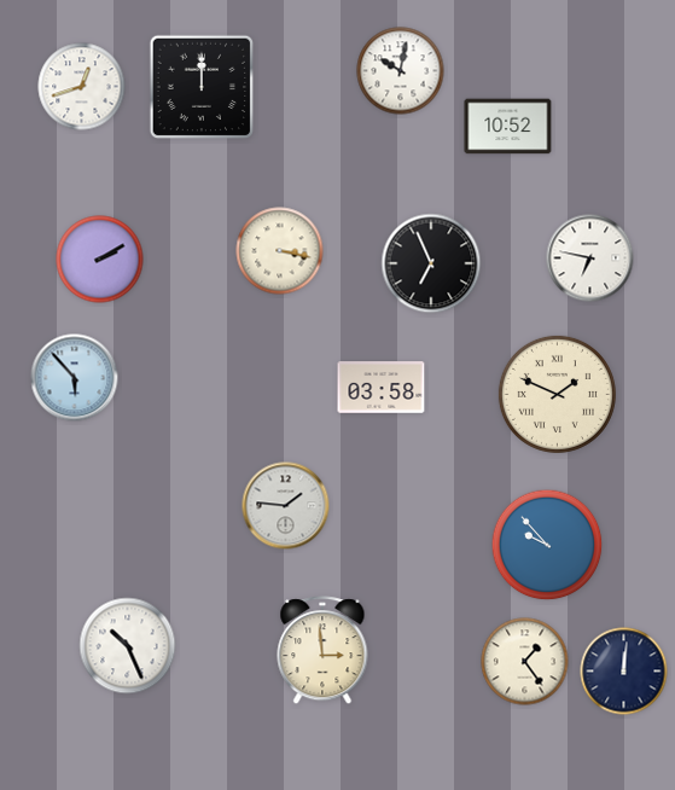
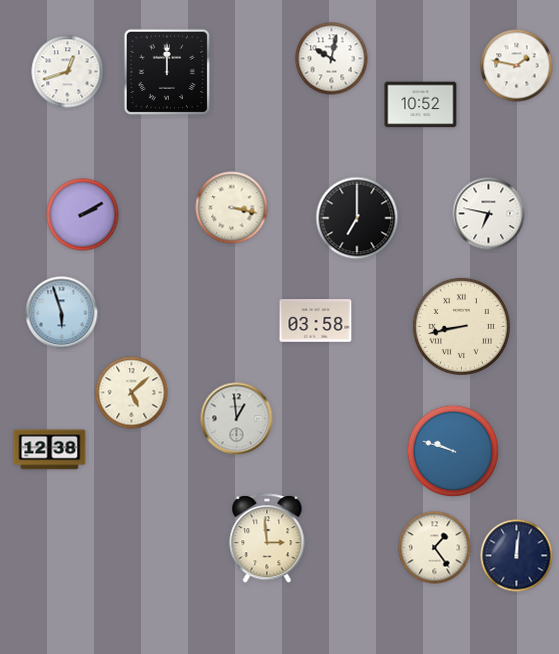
clock at (517, 66): none -> 1:47
clock at (431, 263): 6:56 -> 7:00
clock at (75, 378): 5:53 -> 5:57
clock at (557, 394): 1:49 -> 8:43
clock at (132, 393): none -> 5:08
clock at (286, 506): 1:46 -> 12:59
clock at (50, 450): none -> 12:38
clock at (547, 545): 9:53 -> 9:48
clock at (128, 646): 10:26 -> none
